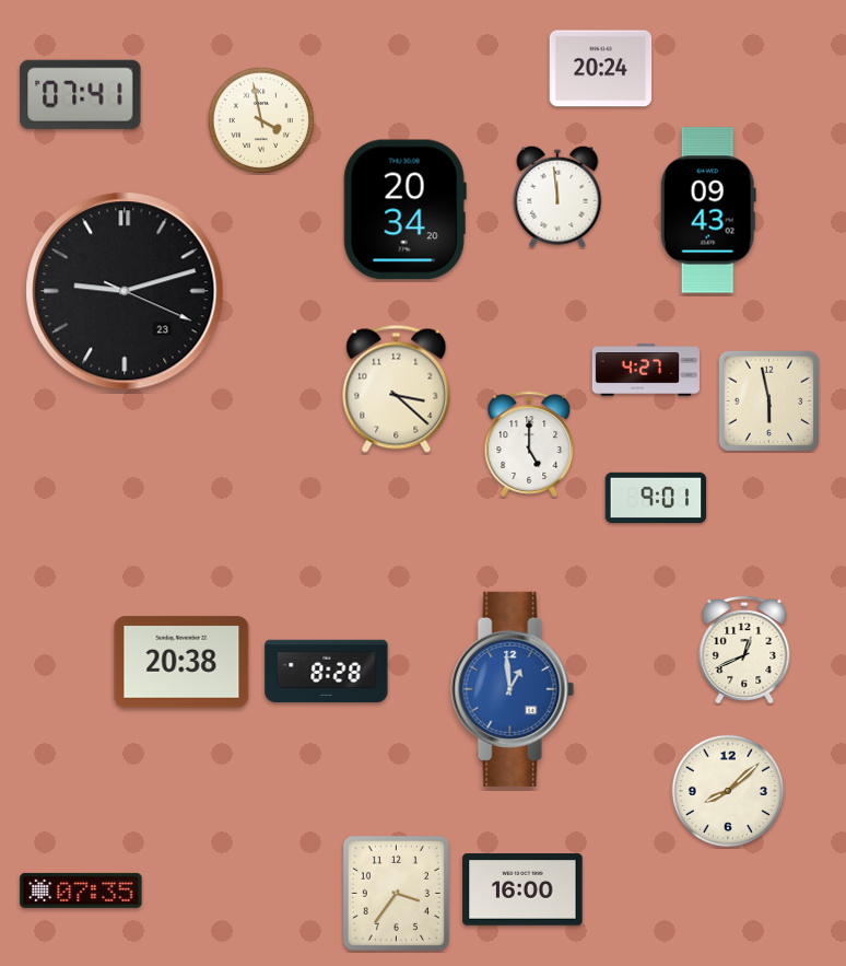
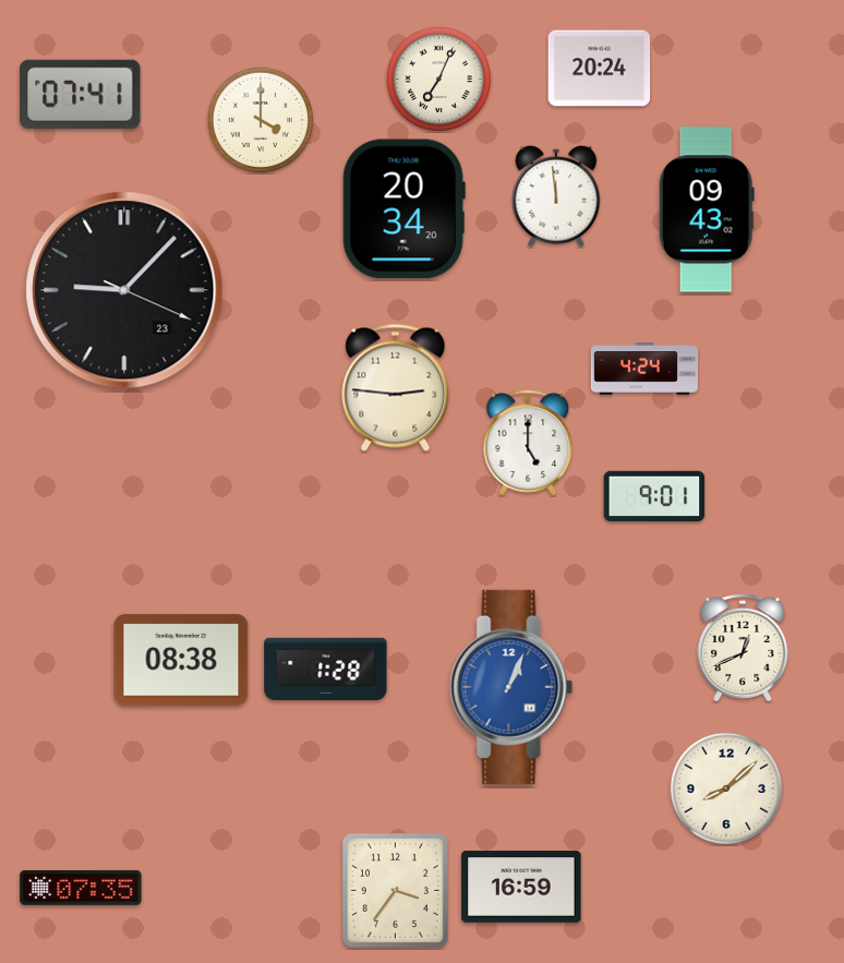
clock at (438, 79): none -> 7:04
clock at (260, 119): 3:58 -> 4:00
clock at (125, 291): 9:12 -> 9:07
clock at (646, 370): 4:27 -> 4:24
clock at (397, 388): 3:22 -> 2:46
clock at (768, 400): 5:58 -> none
clock at (181, 662): 20:38 -> 08:38
clock at (327, 671): 8:28 -> 1:28
clock at (513, 689): 12:59 -> 1:04
clock at (522, 889): 16:00 -> 16:59
